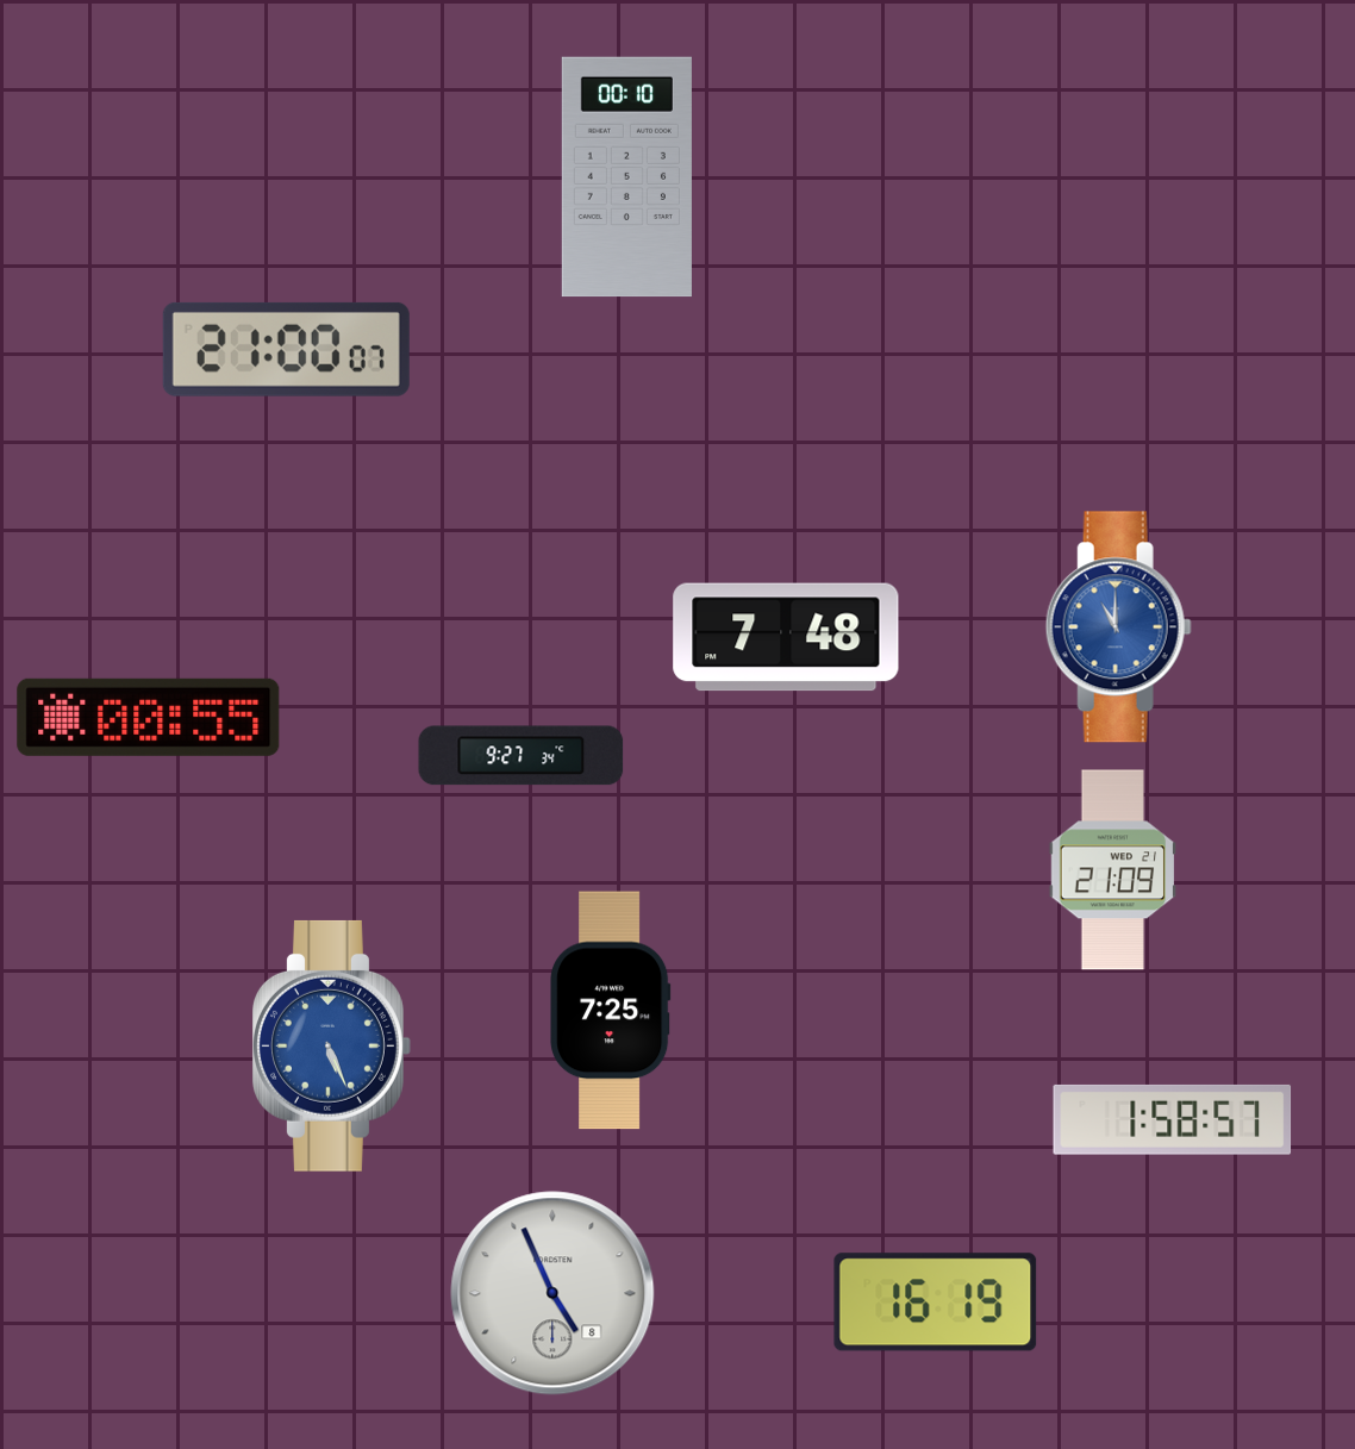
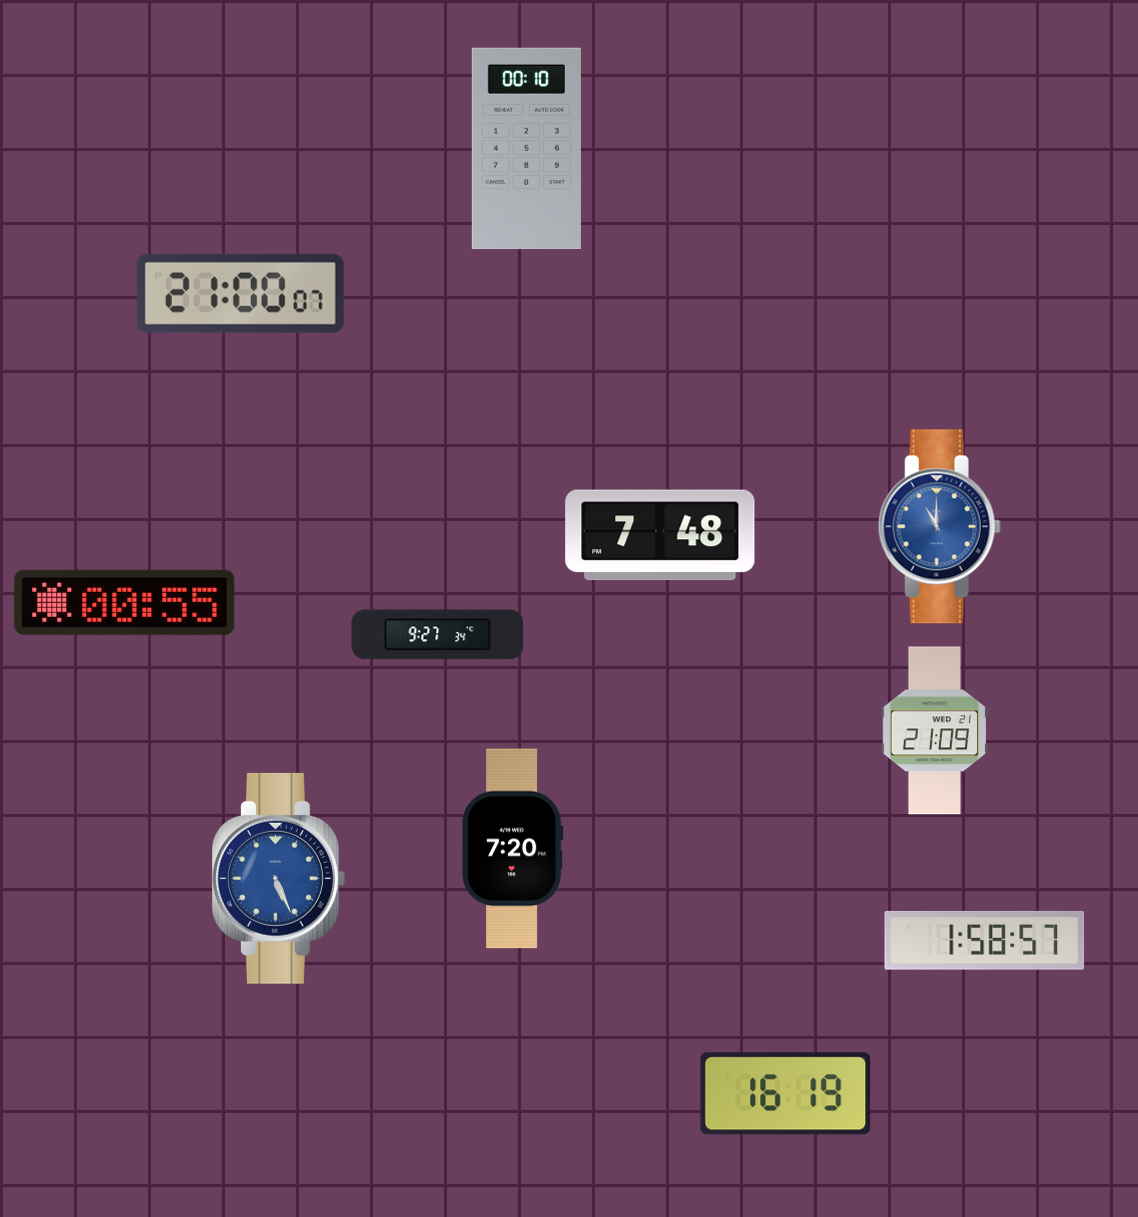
clock at (610, 1011): 7:25 -> 7:20
clock at (552, 1293): 4:56 -> none
